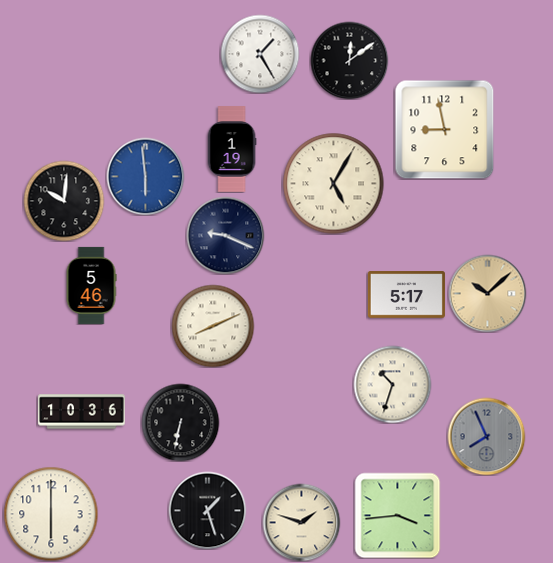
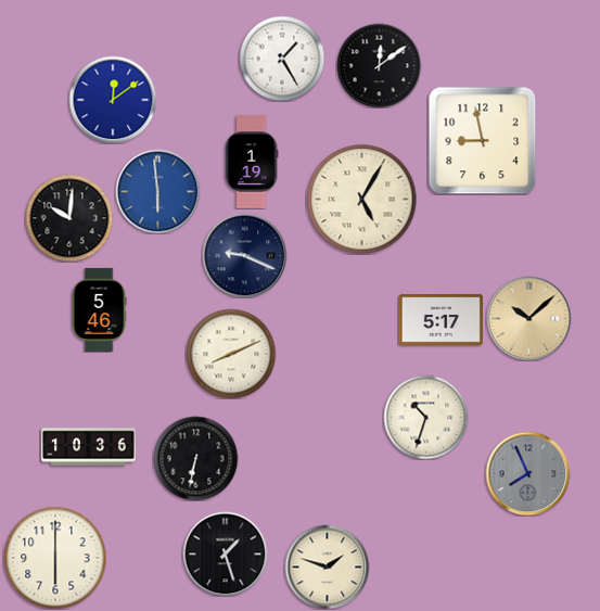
clock at (113, 100): none -> 12:09
clock at (397, 515): 3:44 -> none
